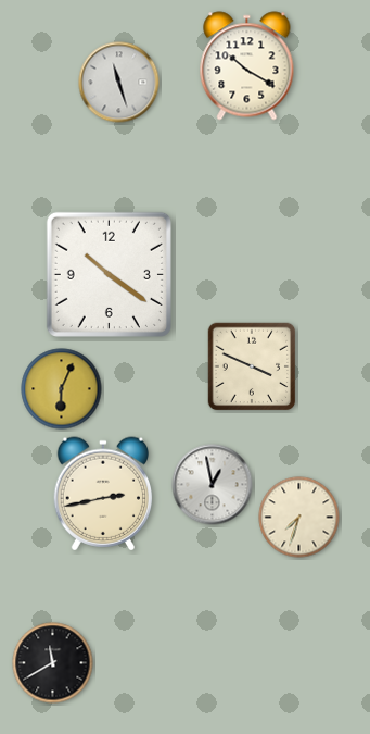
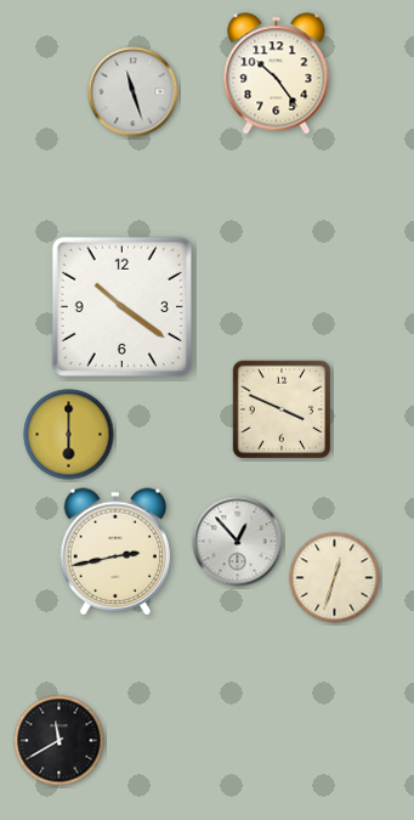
clock at (247, 66): 10:20 -> 10:24
clock at (62, 389): 6:04 -> 6:00
clock at (213, 485): 12:58 -> 12:53
clock at (299, 518): 7:33 -> 12:33
